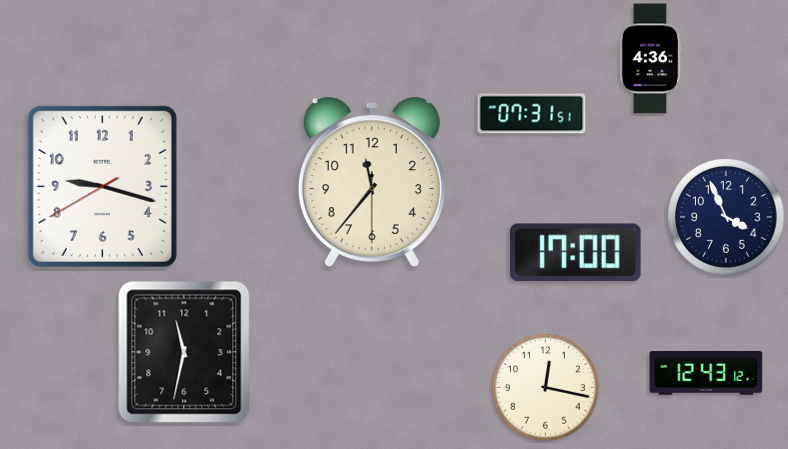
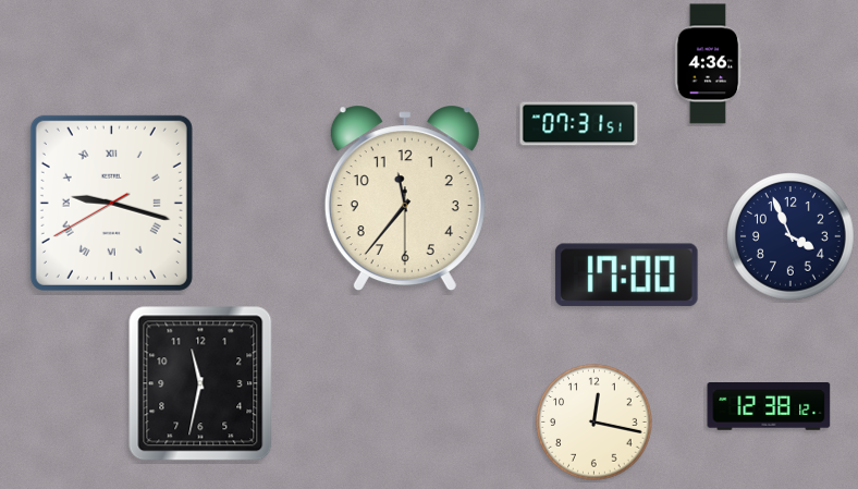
clock at (102, 186) numerals: Arabic -> Roman
clock at (706, 374): 12:43 -> 12:38
